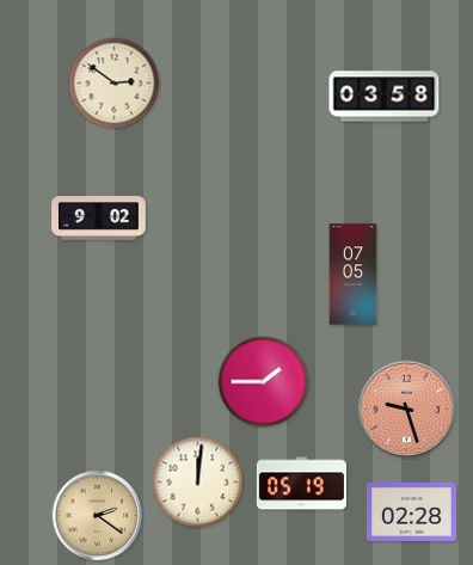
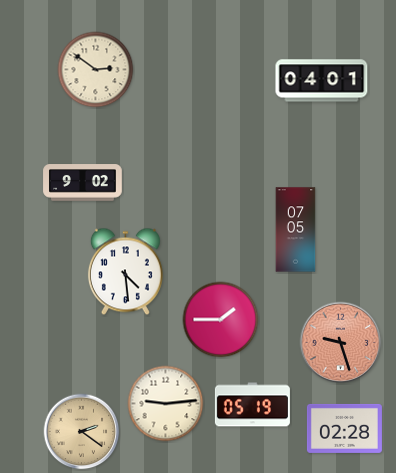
clock at (385, 97): 03:58 -> 04:01
clock at (125, 272): none -> 4:29
clock at (198, 483): 12:01 -> 9:14
